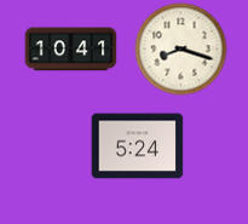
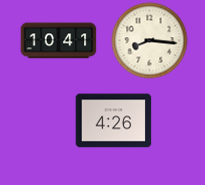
clock at (181, 50): 8:18 -> 8:16
clock at (138, 147): 5:24 -> 4:26
